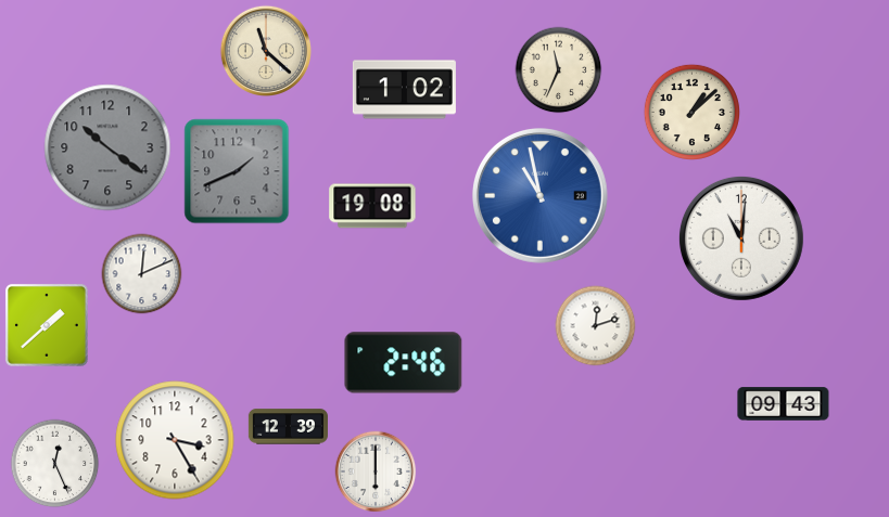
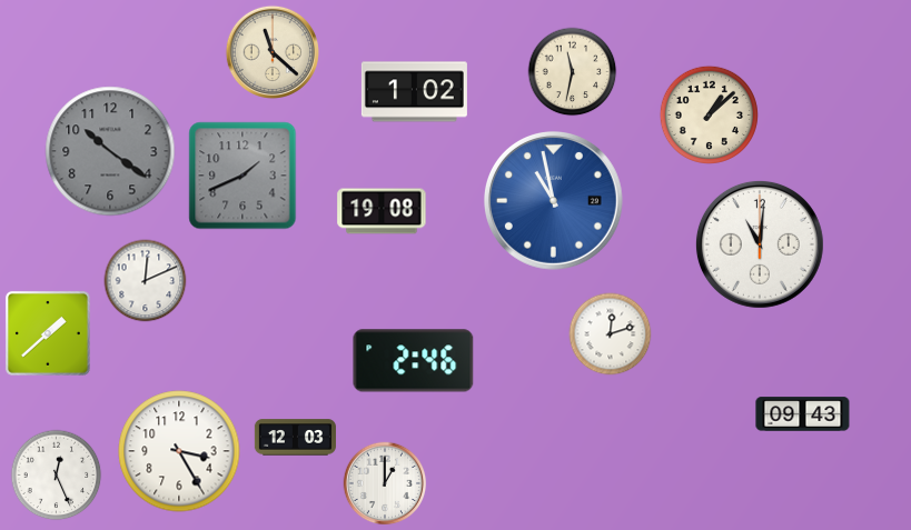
clock at (559, 70): 11:34 -> 11:32
clock at (404, 363) position: (404, 363) -> (414, 361)
clock at (288, 427): 12:39 -> 12:03
clock at (376, 471): 6:00 -> 1:00
